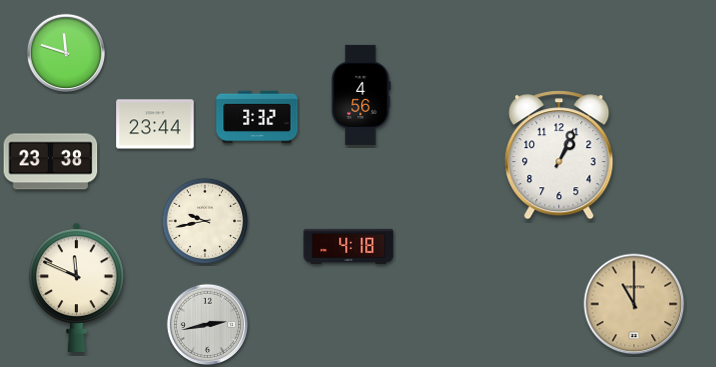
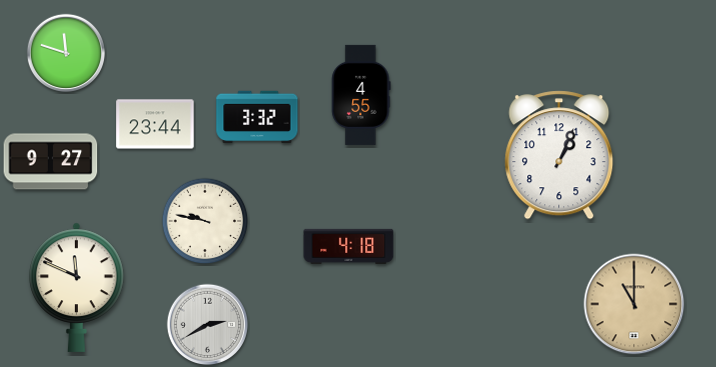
clock at (361, 95): 4:56 -> 4:55
clock at (51, 162): 23:38 -> 9:27
clock at (205, 221): 9:43 -> 9:47
clock at (208, 325): 2:43 -> 2:40
